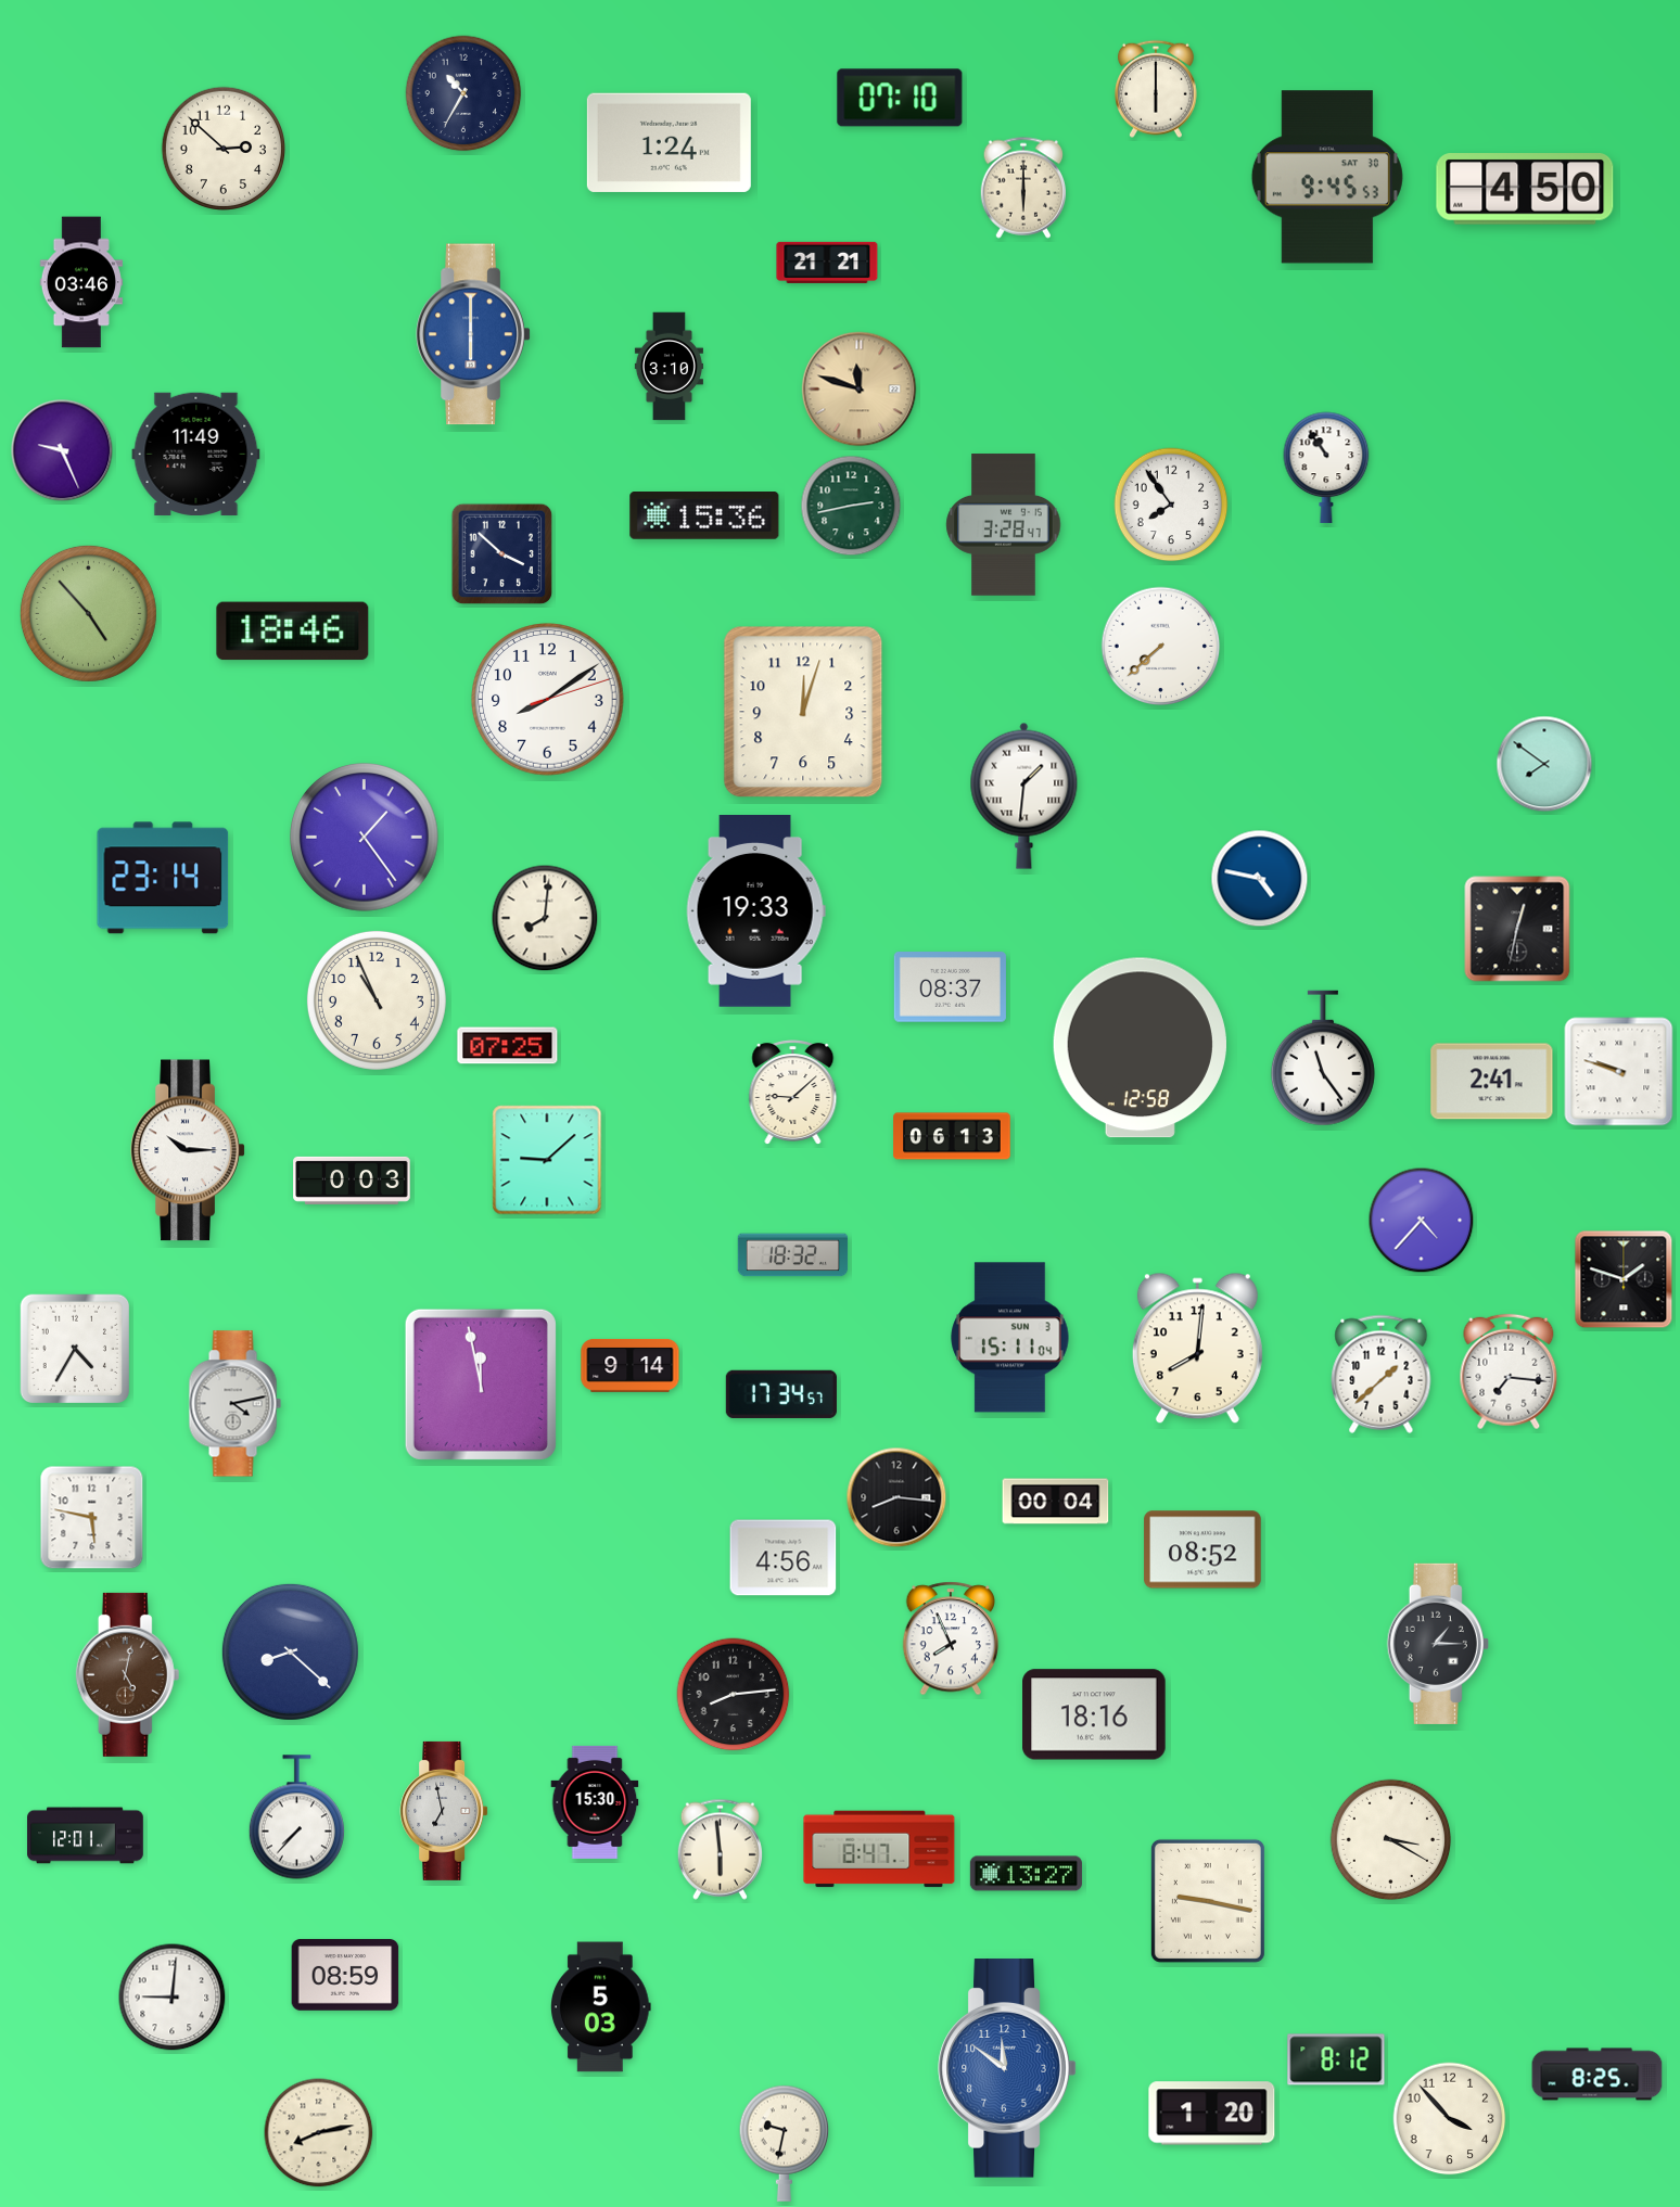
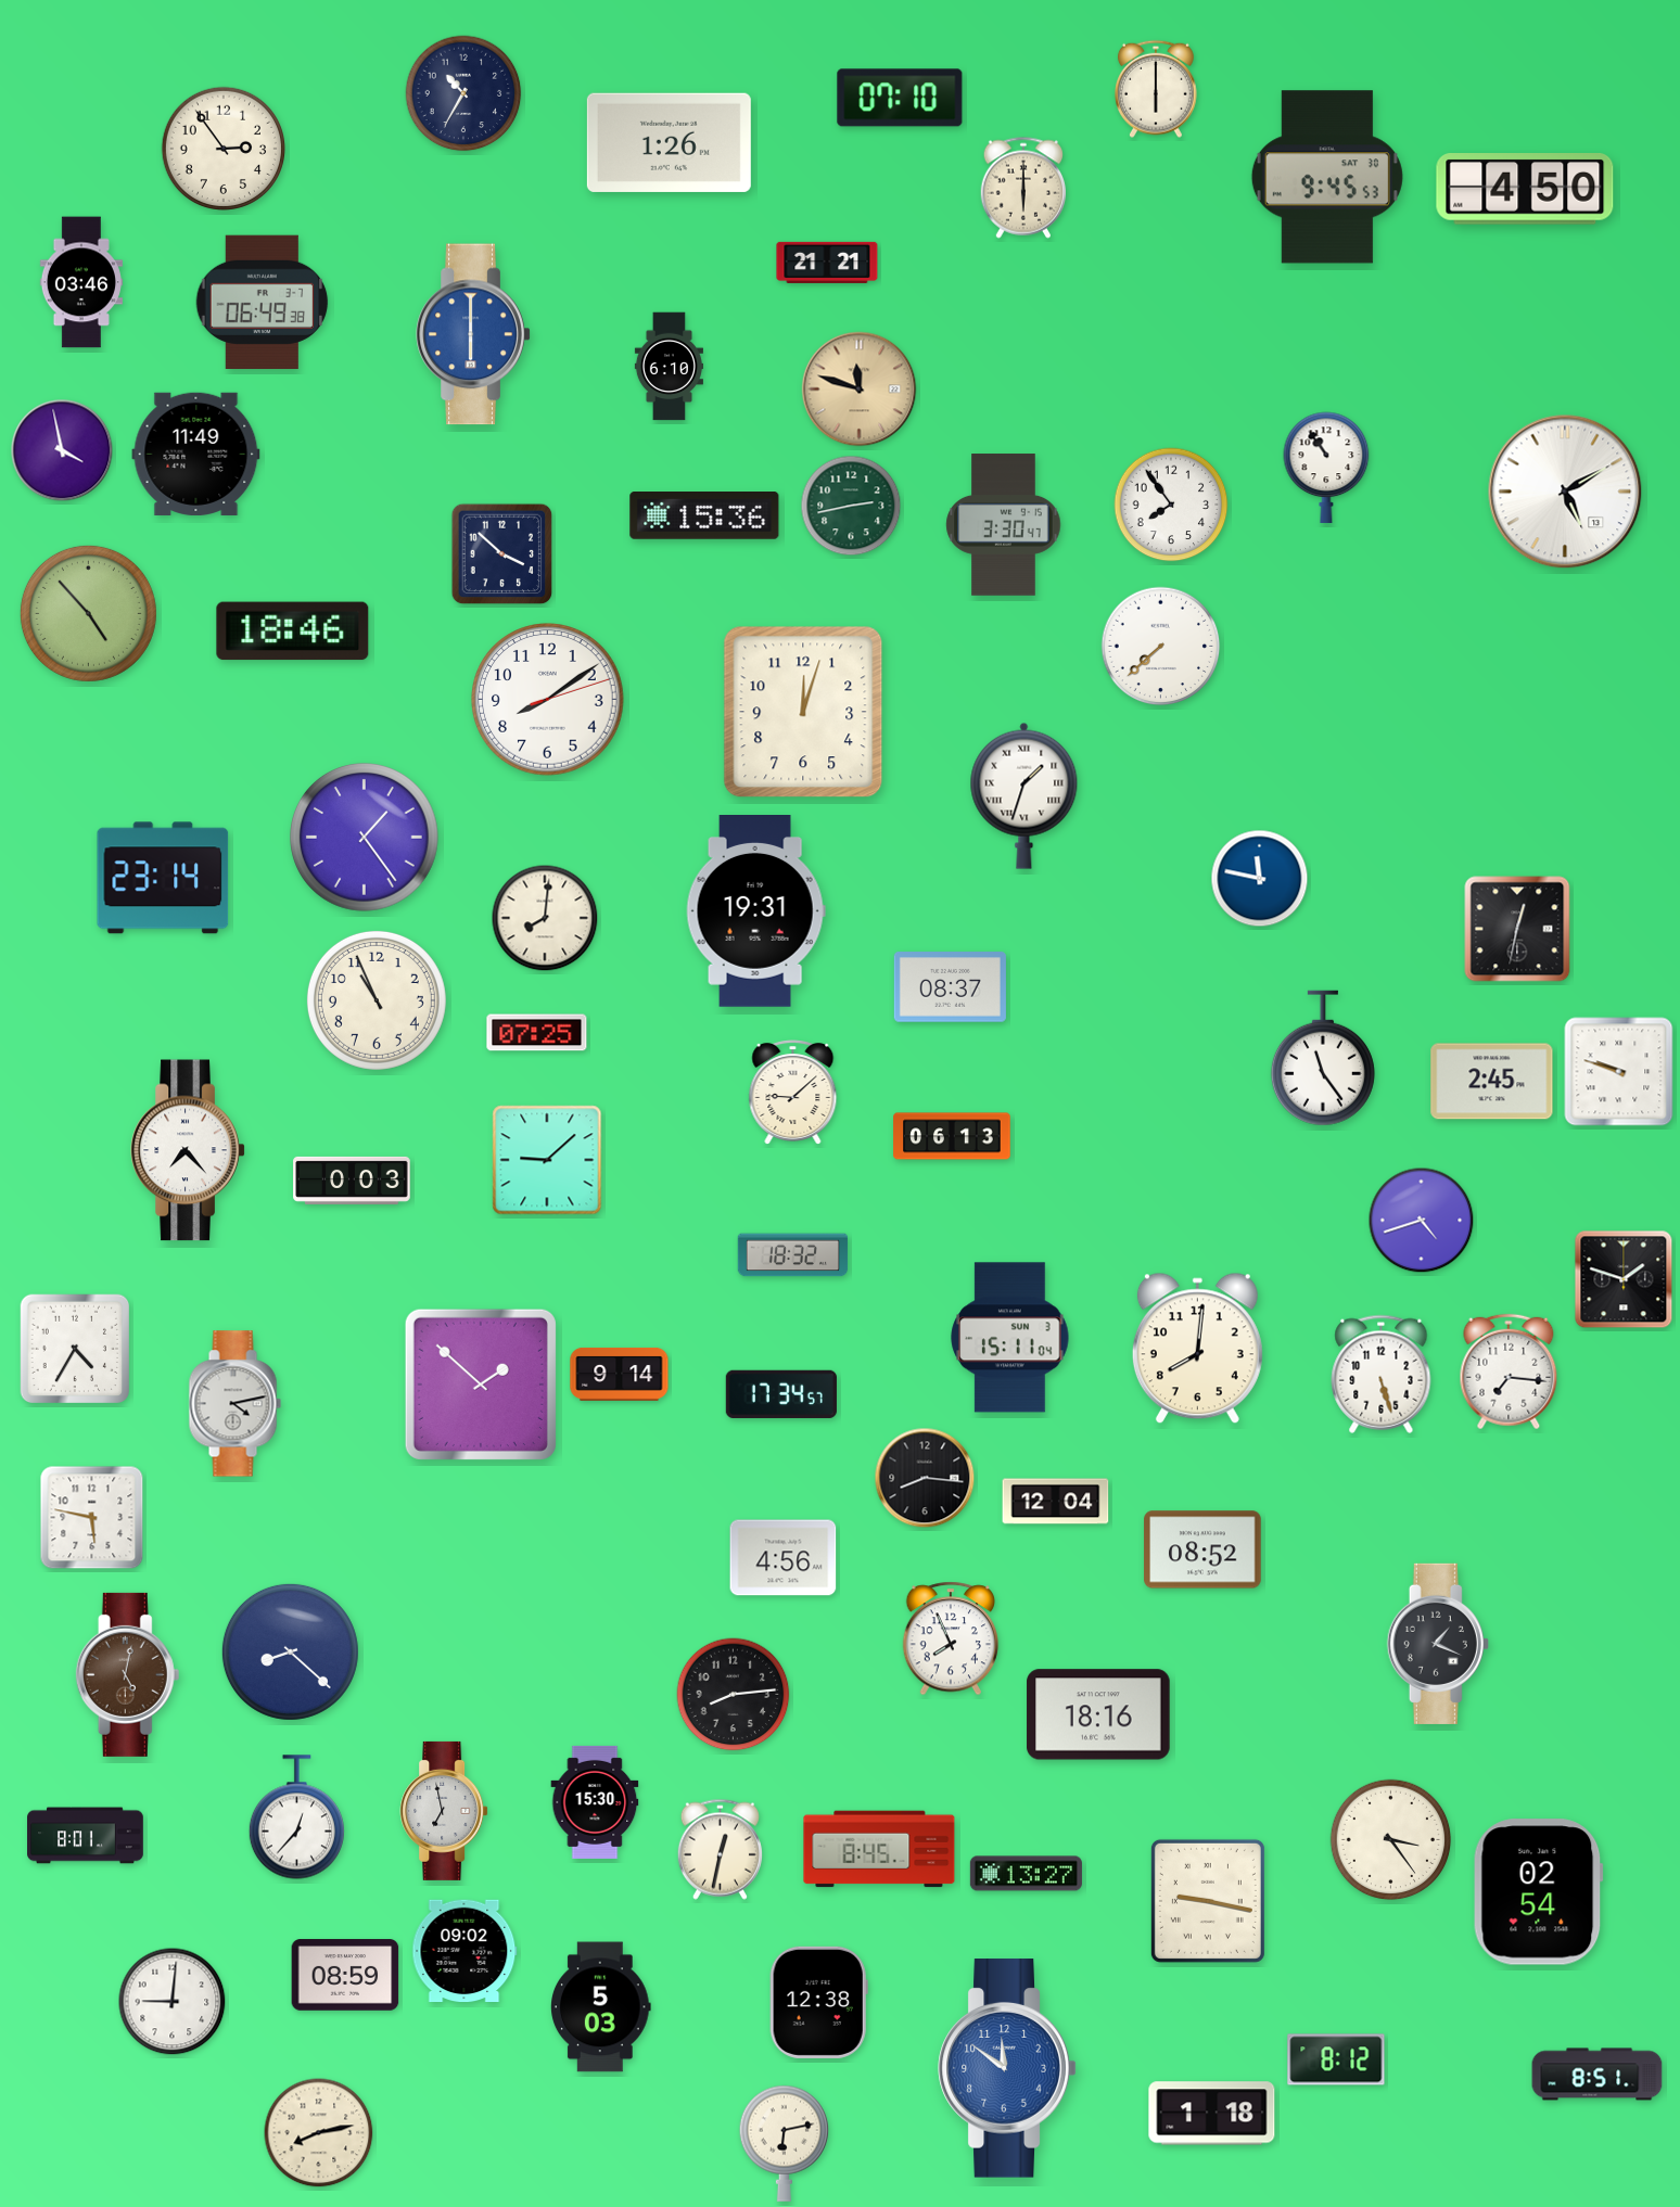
clock at (669, 142): 1:24 -> 1:26
clock at (222, 148): 2:52 -> 2:54
clock at (263, 303): none -> 06:49
clock at (669, 367): 3:10 -> 6:10
clock at (62, 450): 9:26 -> 3:58
clock at (1565, 492): none -> 5:10
clock at (1004, 525): 3:28 -> 3:30
clock at (1544, 764): 7:51 -> none
clock at (1024, 795): 1:31 -> 1:33
clock at (1260, 879): 4:47 -> 11:47
clock at (755, 911): 19:33 -> 19:31
clock at (508, 1046) position: (508, 1046) -> (537, 1033)
clock at (1140, 1048): 12:58 -> none
clock at (1492, 1082): 2:41 -> 2:45
clock at (188, 1150): 10:15 -> 7:23
clock at (1422, 1221): 4:37 -> 4:42
clock at (631, 1365) position: (631, 1365) -> (620, 1374)
clock at (1382, 1374): 1:38 -> 5:27
clock at (481, 1385): 11:58 -> 1:52
clock at (896, 1497) position: (896, 1497) -> (925, 1478)
clock at (1056, 1502): 00:04 -> 12:04
clock at (1438, 1644): 1:15 -> 1:19
clock at (1094, 1714) position: (1094, 1714) -> (1098, 1714)
clock at (296, 1817): 7:37 -> 12:37
clock at (86, 1836): 12:01 -> 8:01
clock at (1391, 1840): 3:20 -> 3:24
clock at (720, 1849): 5:59 -> 12:32
clock at (879, 1849): 8:47 -> 8:45
clock at (1538, 1892): none -> 02:54
clock at (464, 1951): none -> 09:02
clock at (173, 1998) position: (173, 1998) -> (173, 2002)
clock at (818, 2002): none -> 12:38
clock at (1598, 2075): 8:25 -> 8:51
clock at (1212, 2114): 1:20 -> 1:18
clock at (1450, 2119): 3:53 -> none
clock at (785, 2143): 9:32 -> 6:13
